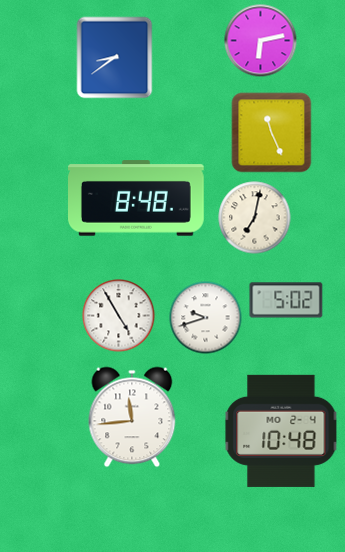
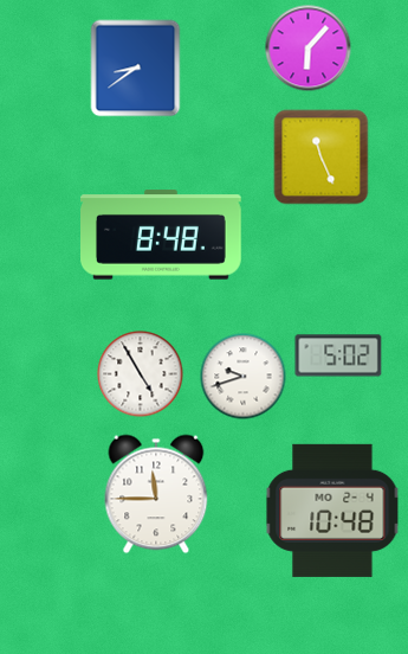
clock at (261, 41): 6:13 -> 6:07
clock at (255, 218): 7:02 -> none
clock at (132, 417): 11:44 -> 11:45
